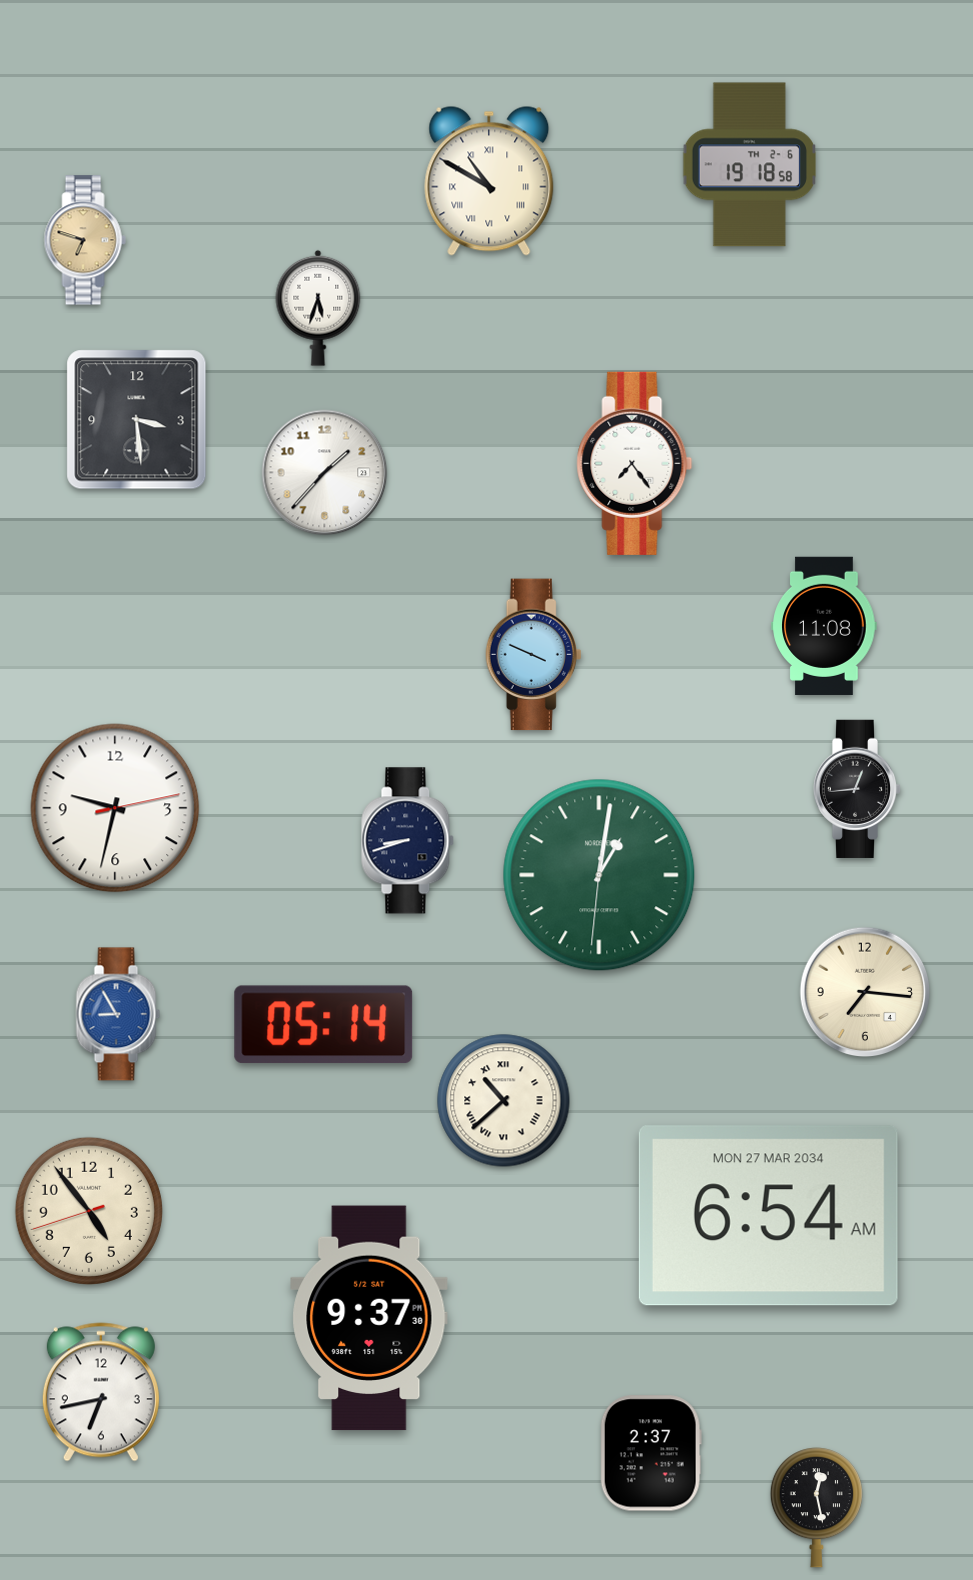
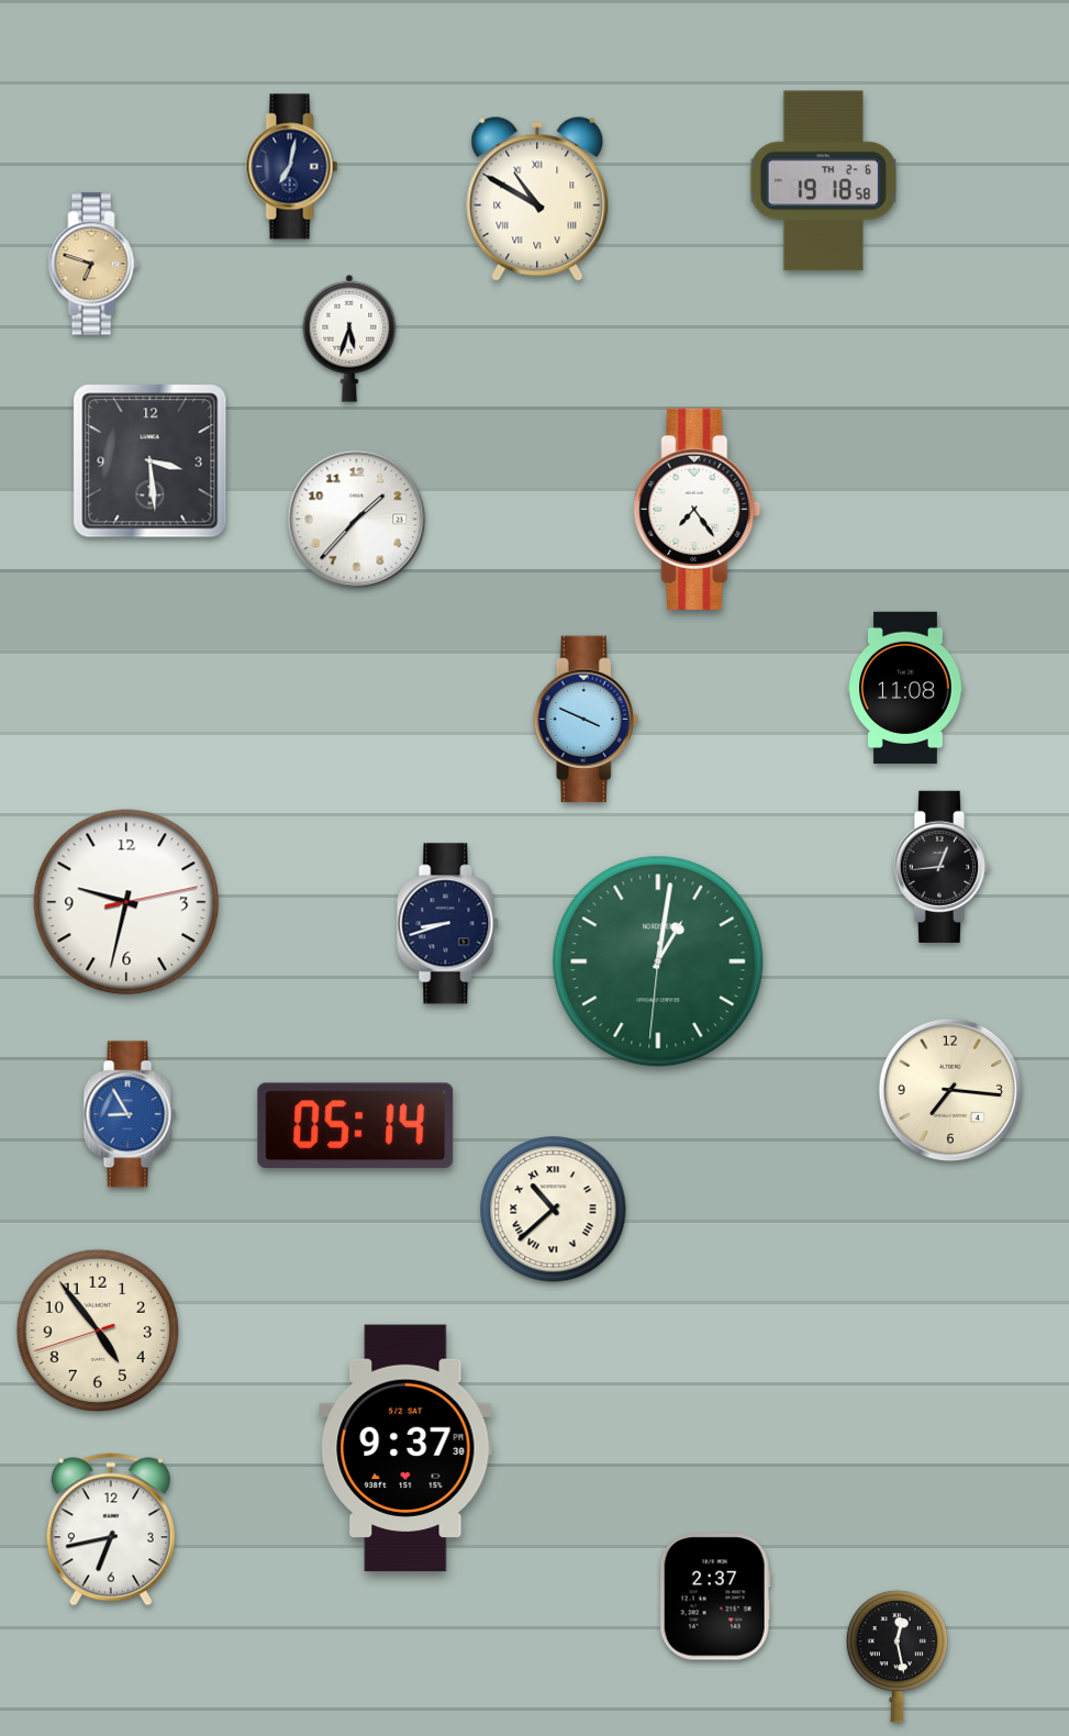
clock at (292, 167): none -> 7:02
clock at (115, 808) position: (115, 808) -> (126, 902)
clock at (768, 1216): 6:54 -> none
